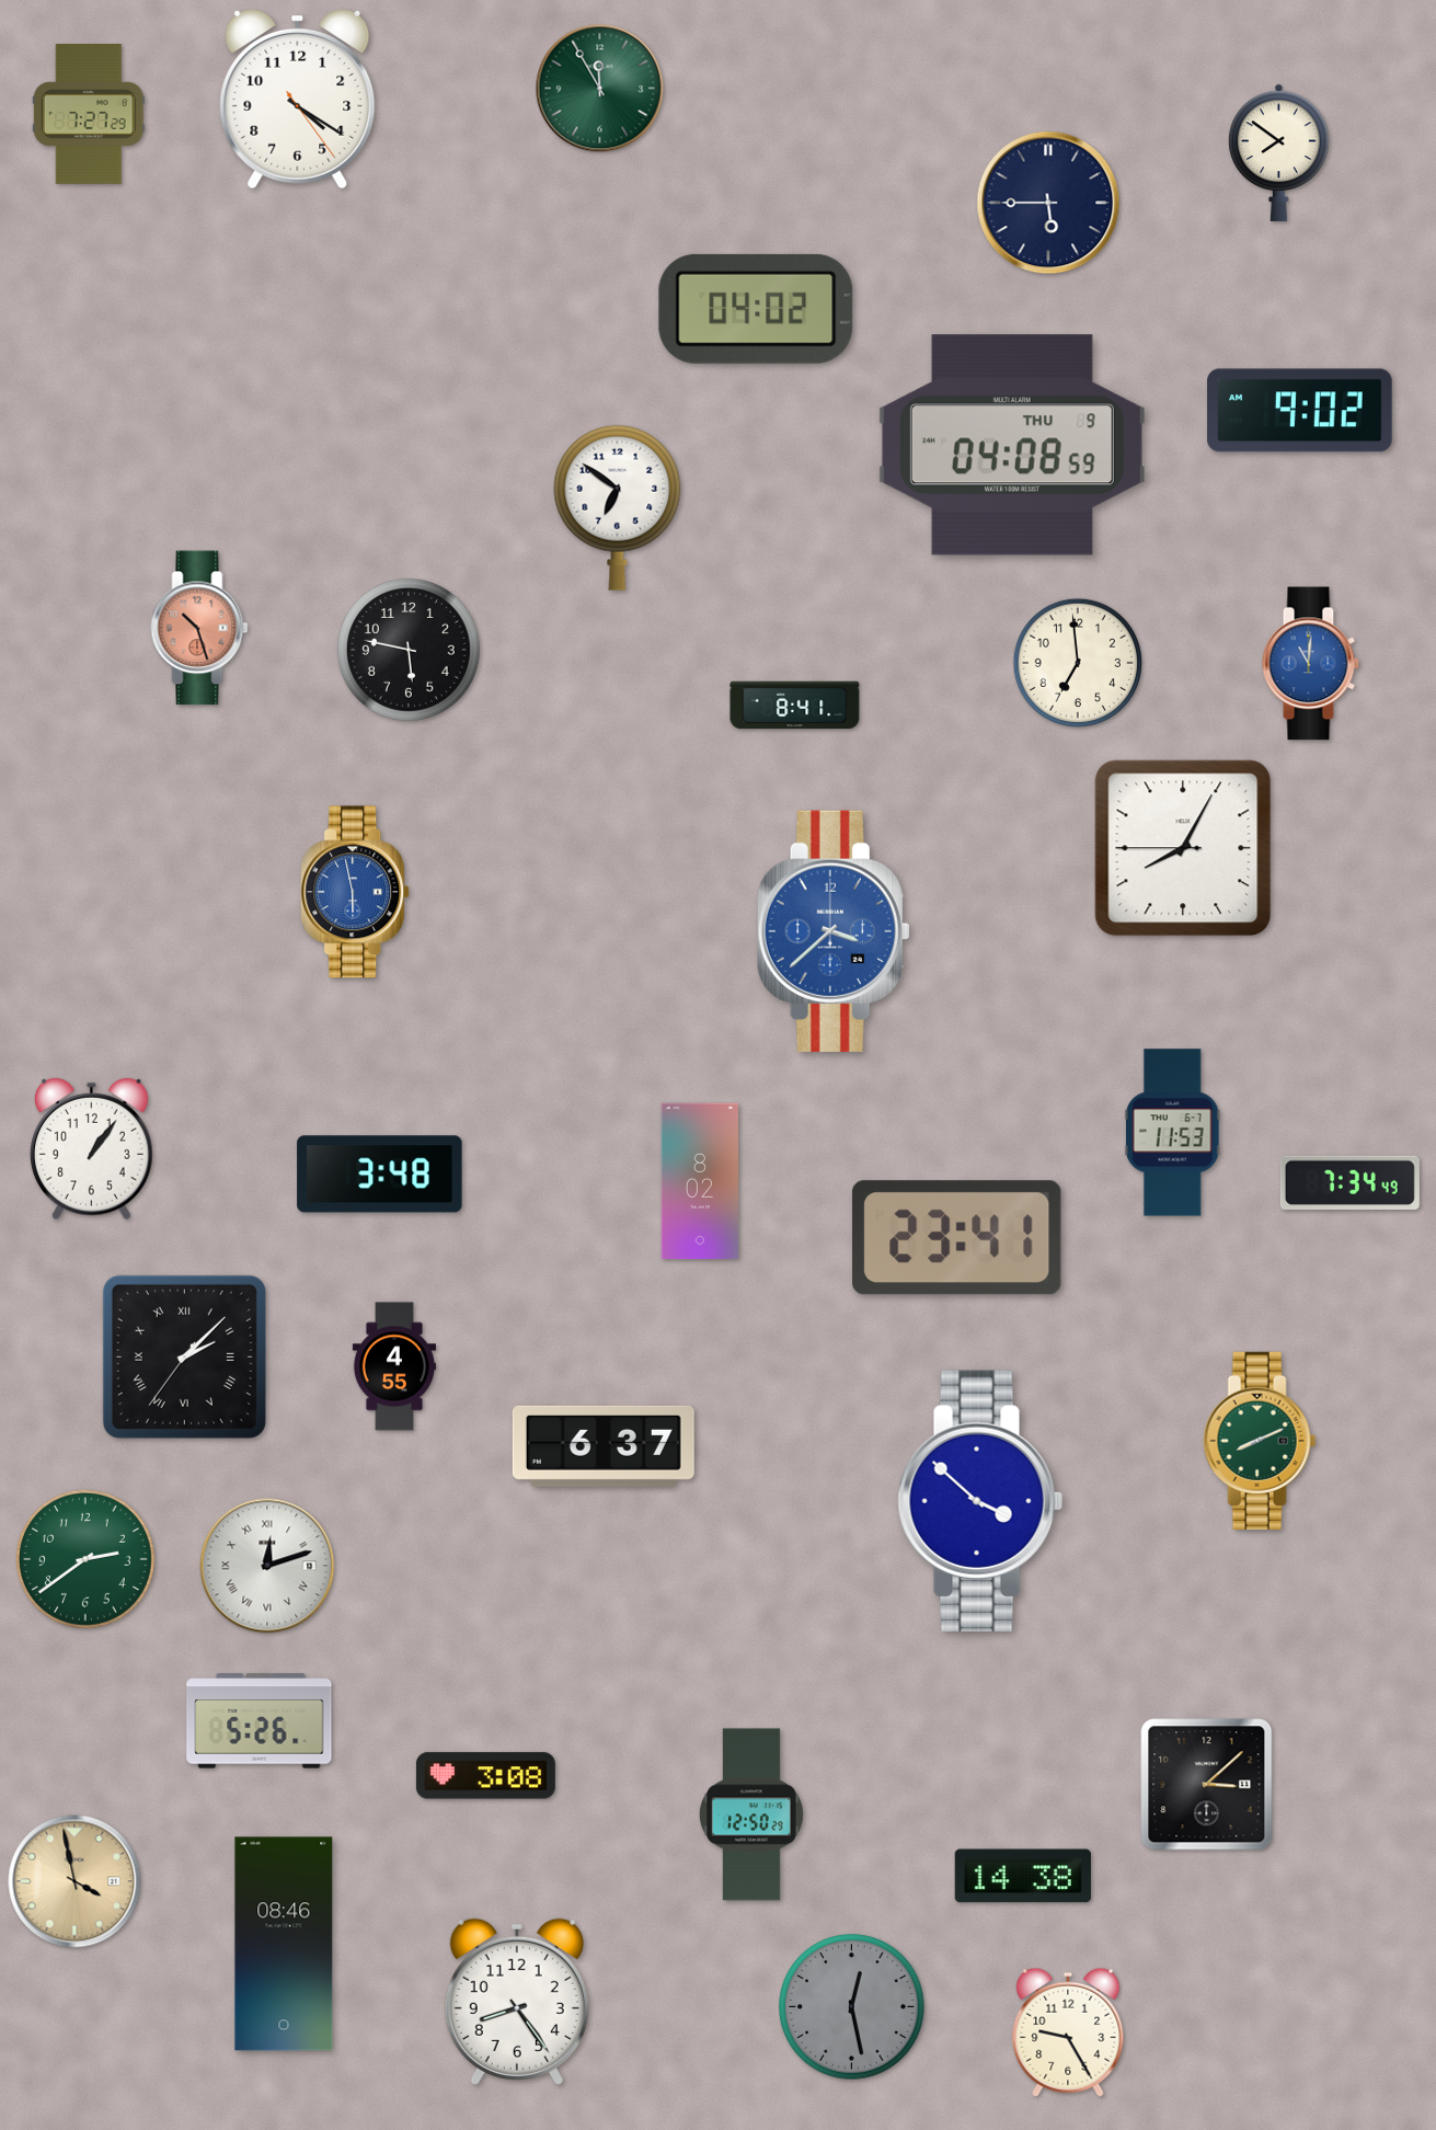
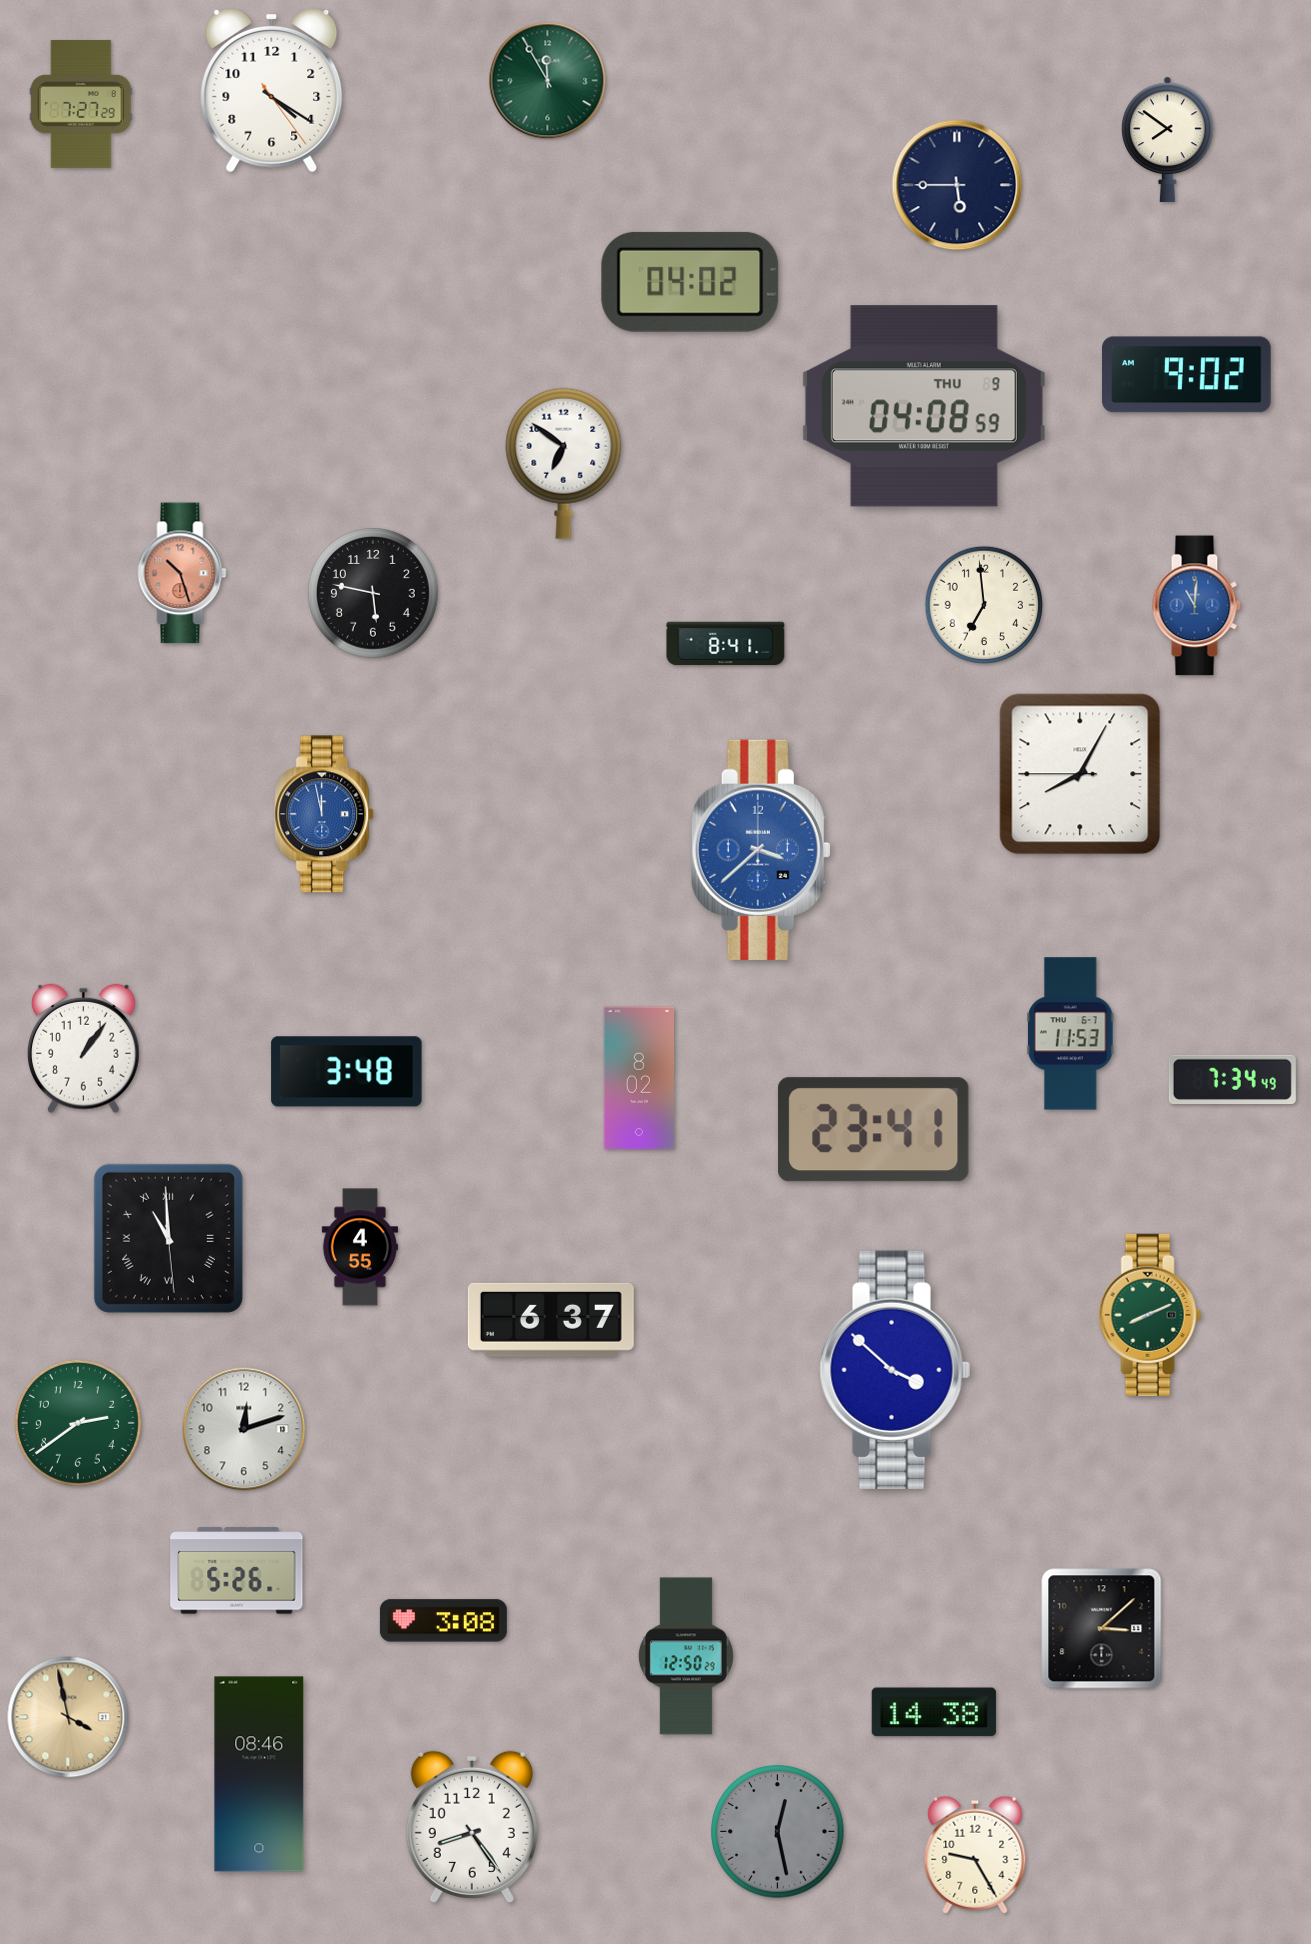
clock at (356, 892): 5:58 -> 11:58
clock at (184, 1356): 2:07 -> 10:59
clock at (267, 1566) numerals: Roman -> Arabic
